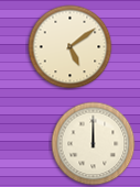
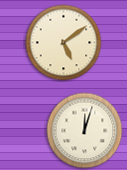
clock at (94, 144): 12:00 -> 12:03
